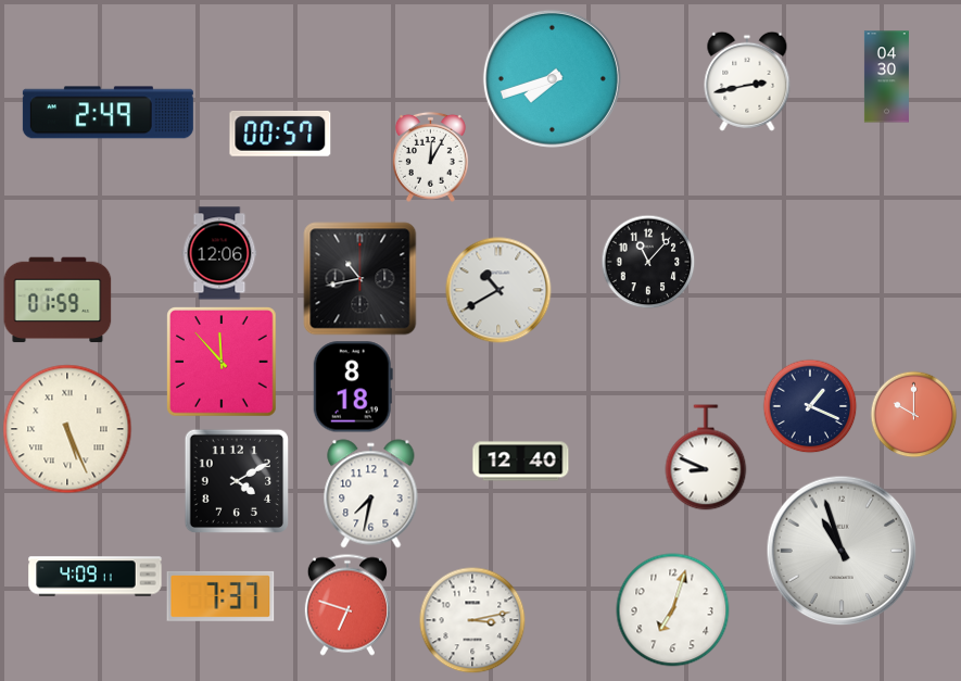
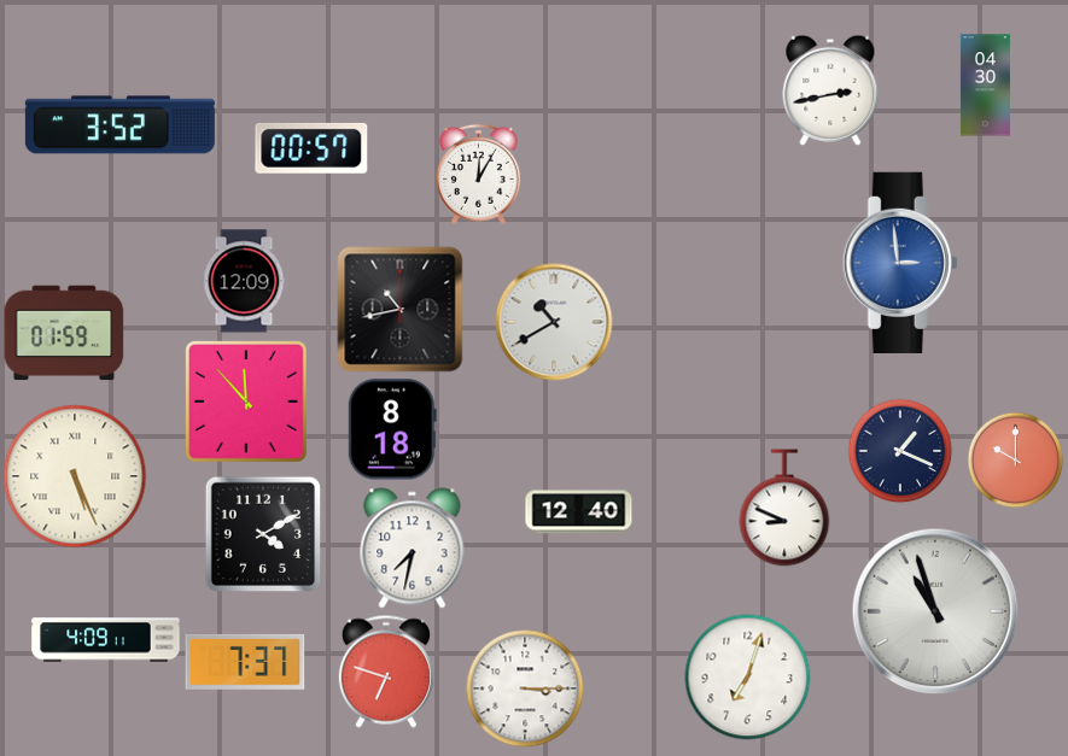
clock at (552, 78): 7:42 -> none
clock at (108, 113): 2:49 -> 3:52
clock at (900, 262): none -> 2:59
clock at (219, 253): 12:06 -> 12:09
clock at (648, 262): 11:07 -> none
clock at (472, 620): 3:13 -> 3:15
